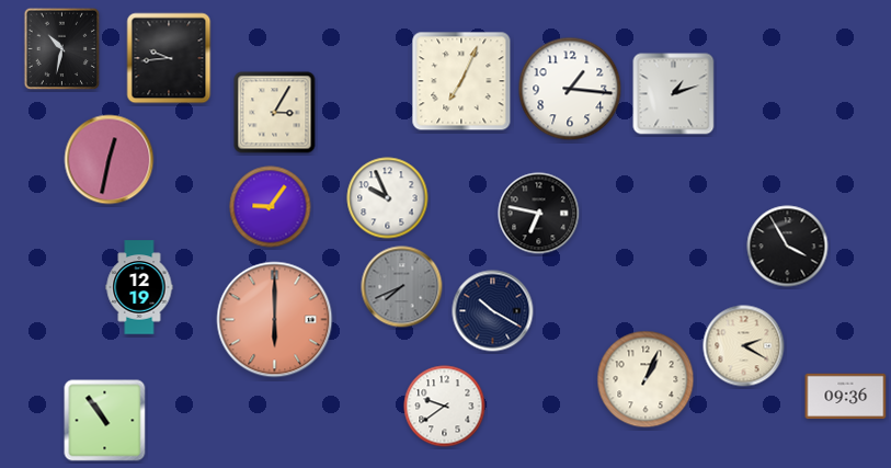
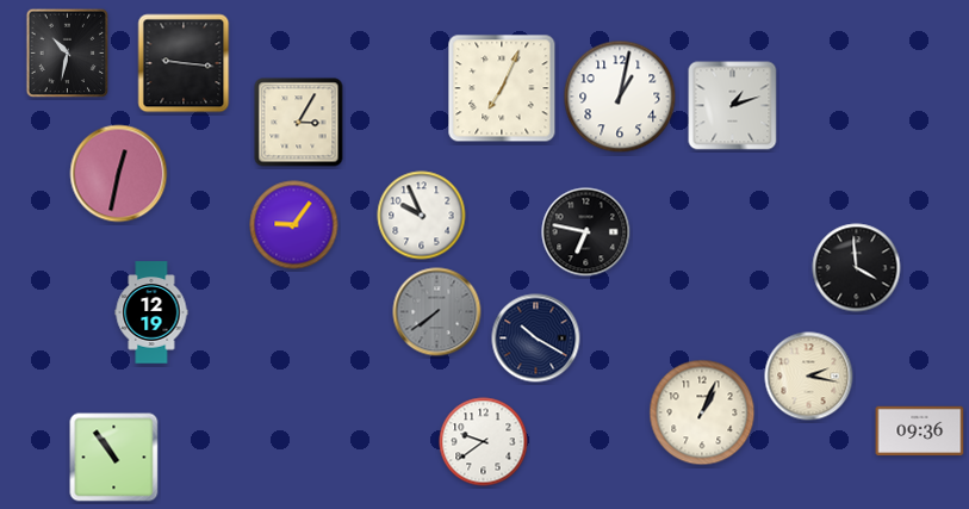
clock at (169, 58): 9:44 -> 9:16
clock at (570, 89): 1:16 -> 1:02
clock at (674, 94) position: (674, 94) -> (733, 106)
clock at (788, 247): 3:55 -> 3:59
clock at (402, 287): 7:41 -> 7:39
clock at (275, 320): 6:00 -> none
clock at (744, 346): 2:20 -> 2:17
